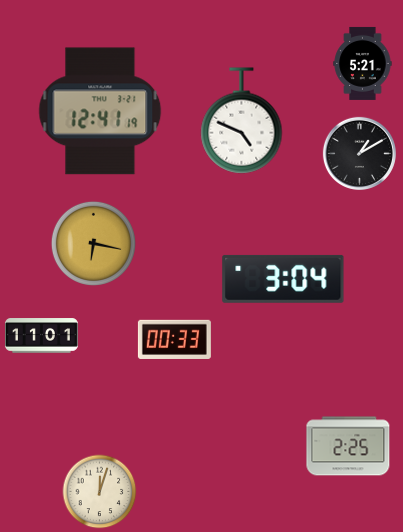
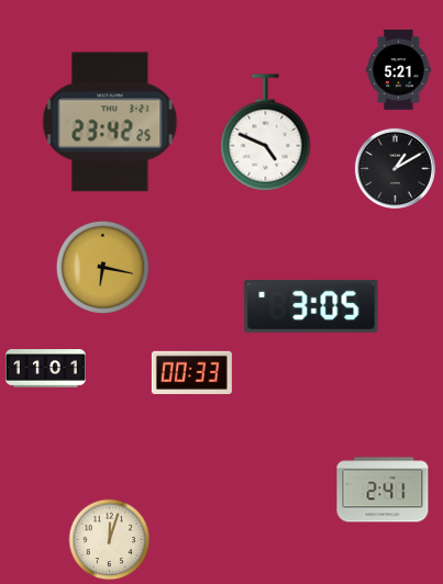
clock at (100, 111): 12:41 -> 23:42
clock at (283, 279): 3:04 -> 3:05
clock at (348, 446): 2:25 -> 2:41
